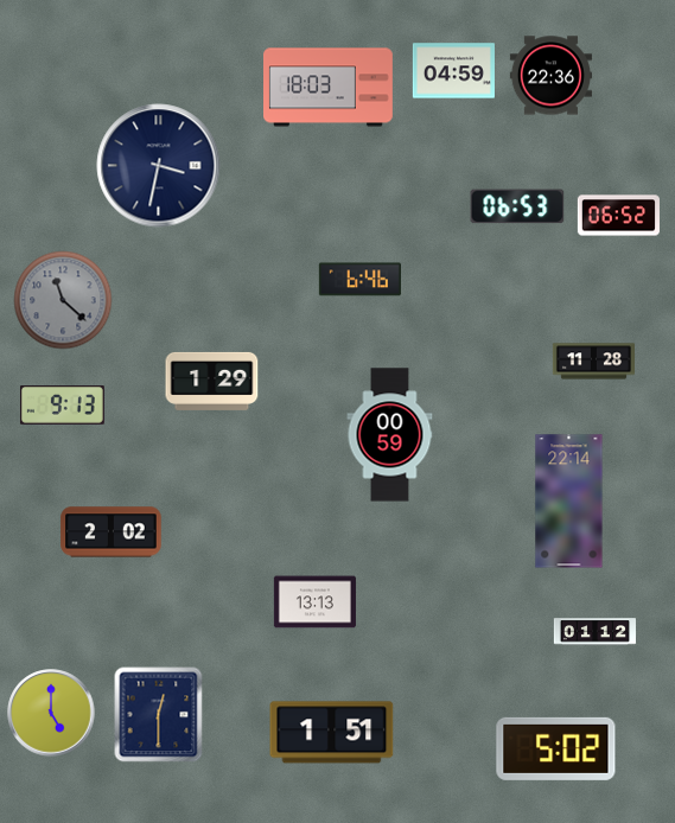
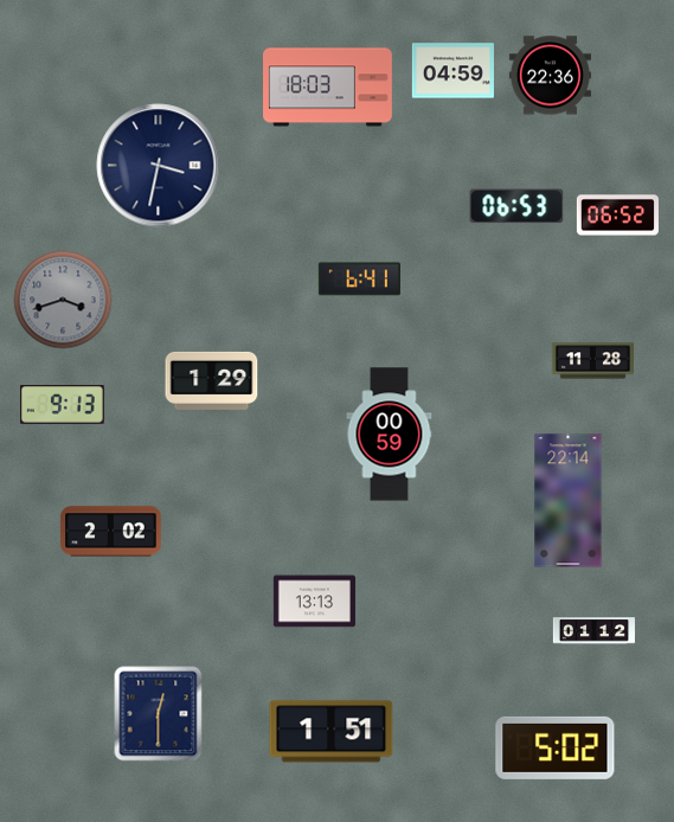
clock at (359, 280): 6:46 -> 6:41
clock at (63, 300): 11:22 -> 3:42
clock at (51, 713): 5:00 -> none
